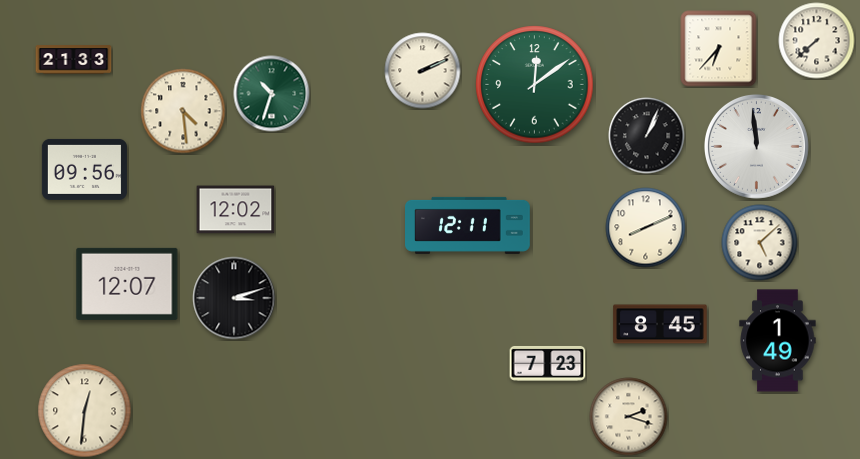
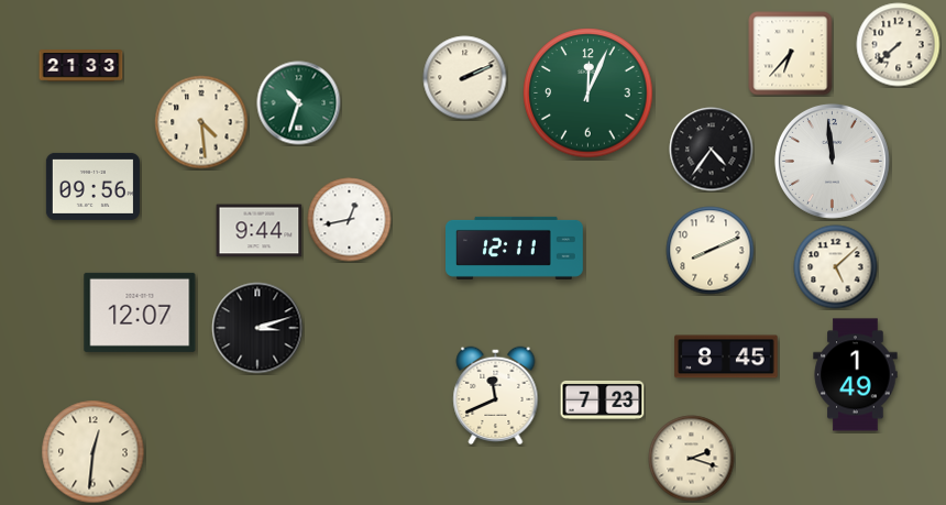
clock at (535, 85): 12:09 -> 12:04
clock at (647, 136): 1:04 -> 4:36
clock at (350, 220): none -> 12:43
clock at (236, 210): 12:02 -> 9:44
clock at (496, 396): none -> 11:41
